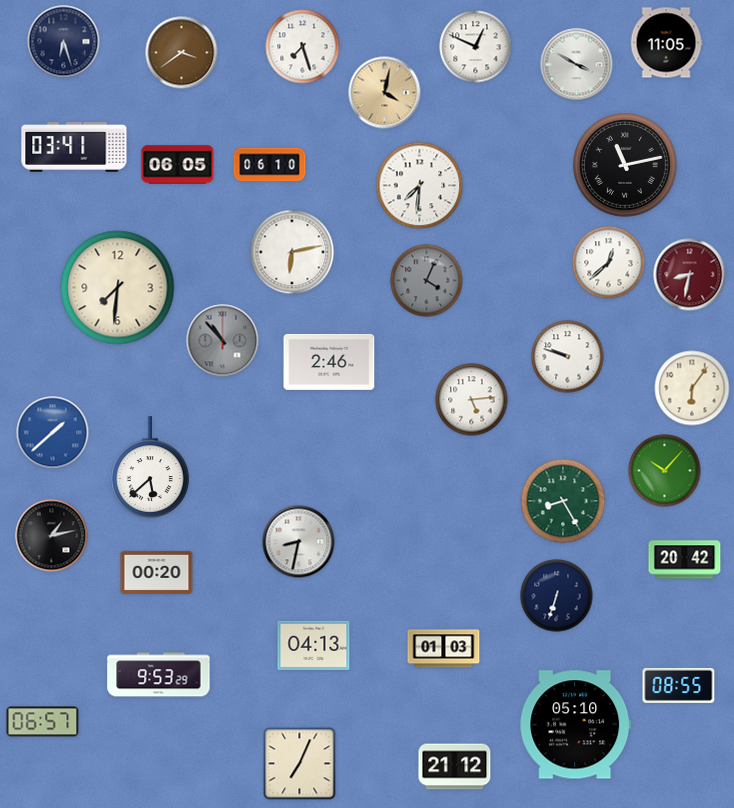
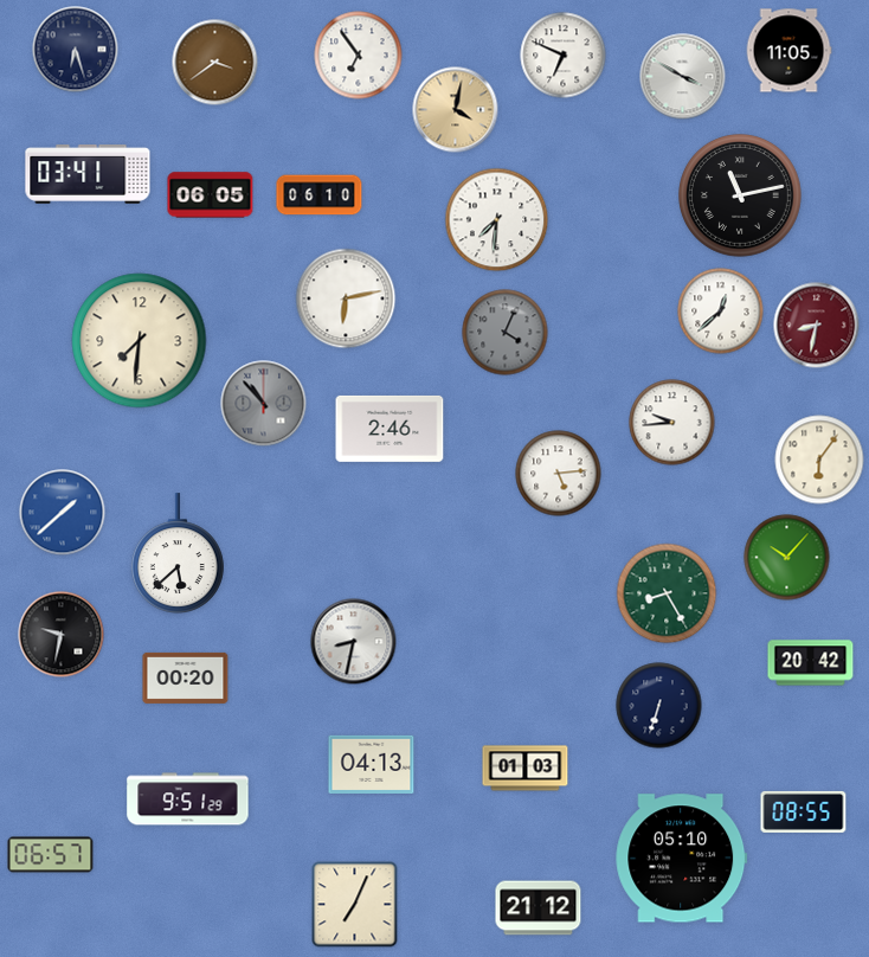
clock at (303, 47): 7:27 -> 6:54
clock at (476, 47): 12:49 -> 6:49
clock at (568, 357): 9:48 -> 9:44
clock at (52, 536): 1:13 -> 9:32
clock at (159, 675): 9:53 -> 9:51
